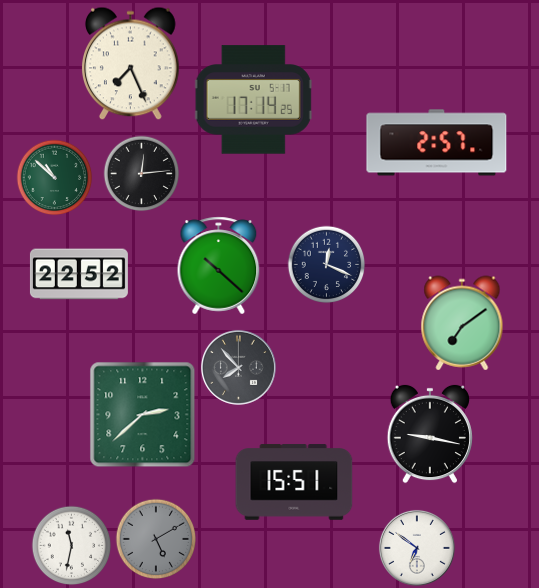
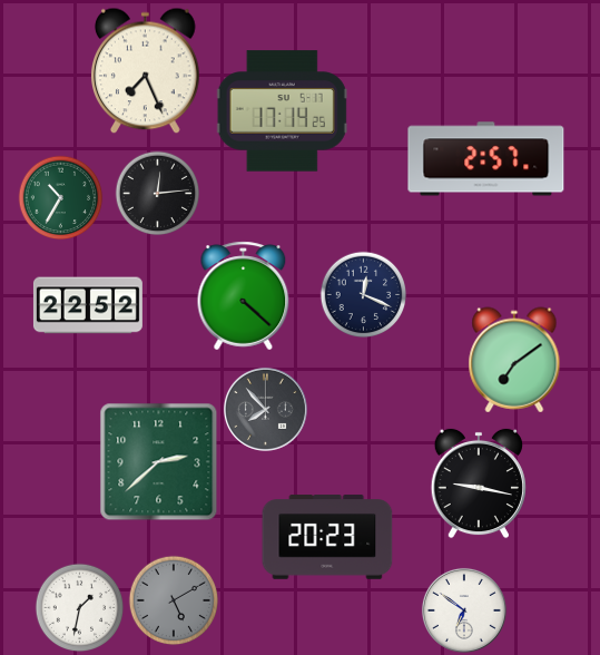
clock at (55, 178): 10:52 -> 10:35
clock at (219, 266): 10:22 -> 4:22
clock at (294, 482): 15:51 -> 20:23
clock at (72, 546): 11:32 -> 1:32
